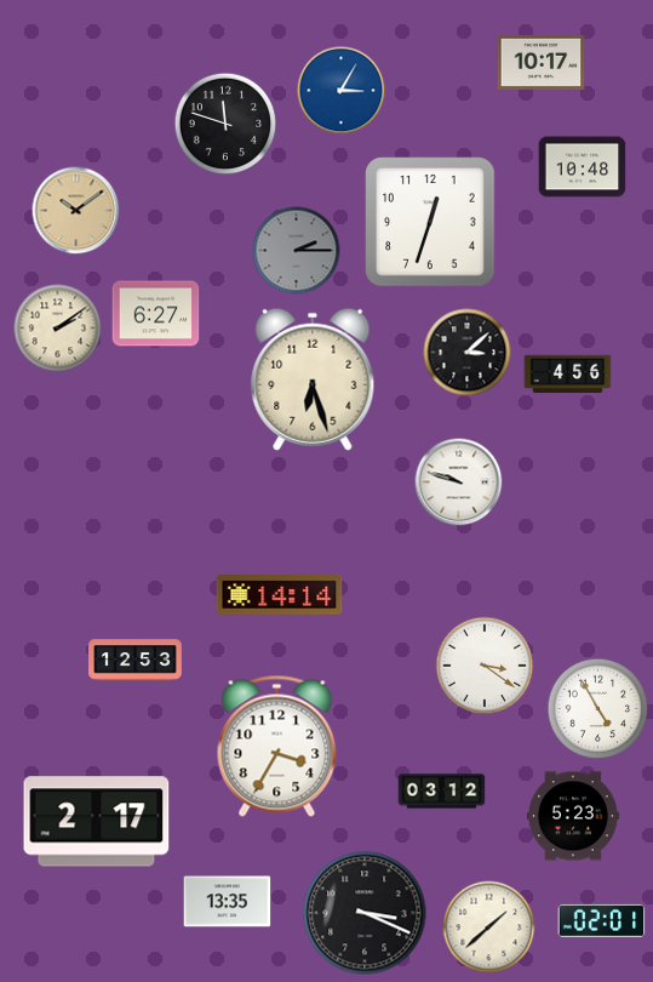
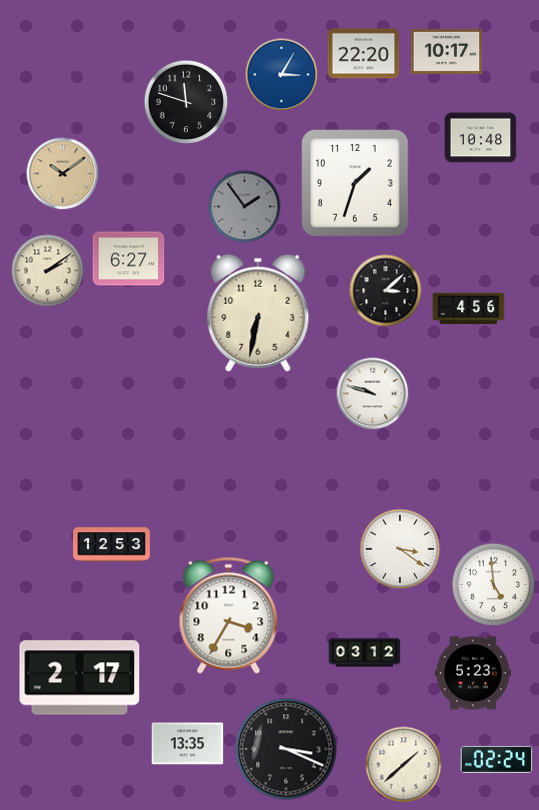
clock at (364, 54): none -> 22:20
clock at (430, 222): 12:33 -> 1:33
clock at (297, 251): 2:15 -> 1:54
clock at (313, 379): 6:27 -> 6:32
clock at (459, 483) position: (459, 483) -> (373, 394)
clock at (280, 595): 14:14 -> none
clock at (598, 709): 4:55 -> 4:59
clock at (365, 913) position: (365, 913) -> (286, 749)
clock at (602, 920): 02:01 -> 02:24
